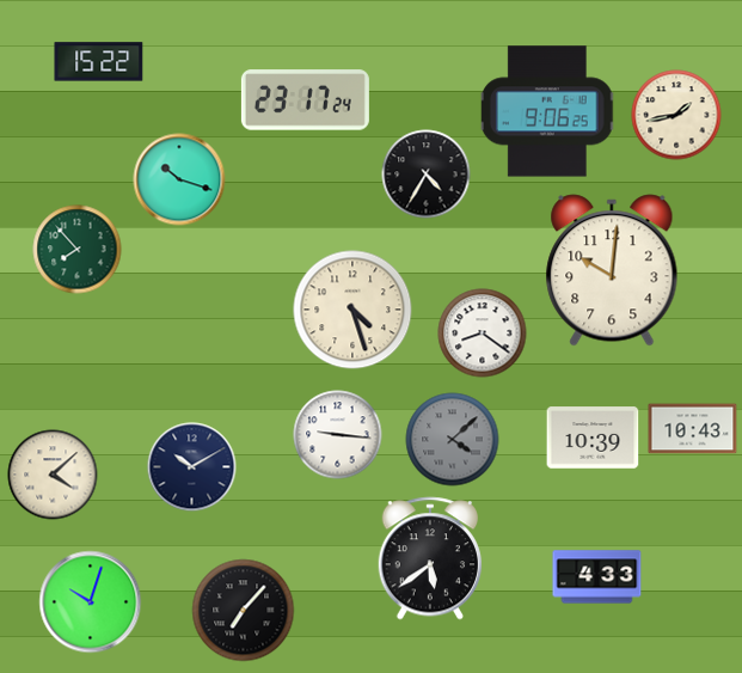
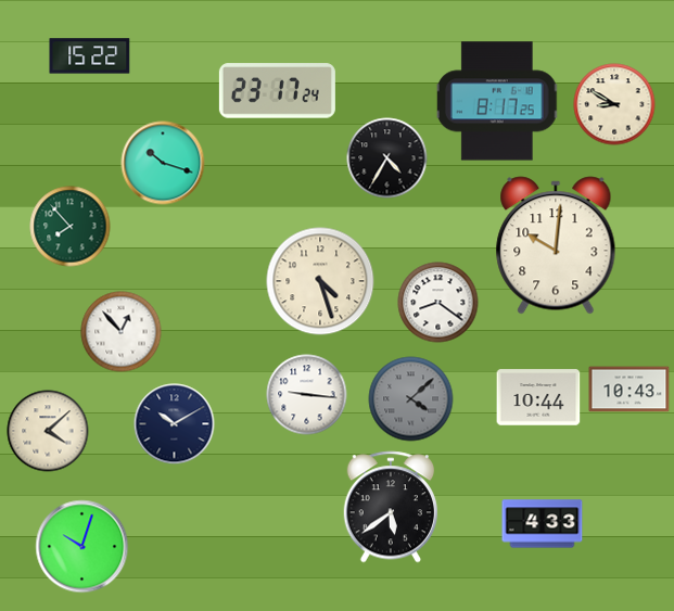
clock at (547, 111): 9:06 -> 8:17
clock at (676, 115): 1:43 -> 8:50
clock at (122, 332): none -> 12:53
clock at (593, 438): 10:39 -> 10:44
clock at (244, 611): 7:07 -> none
